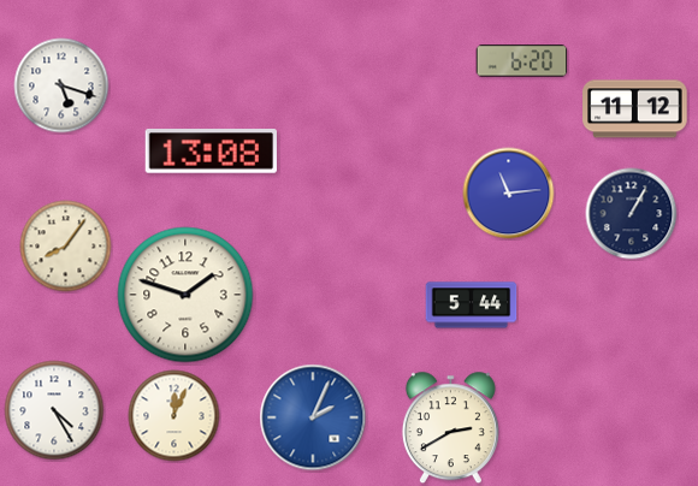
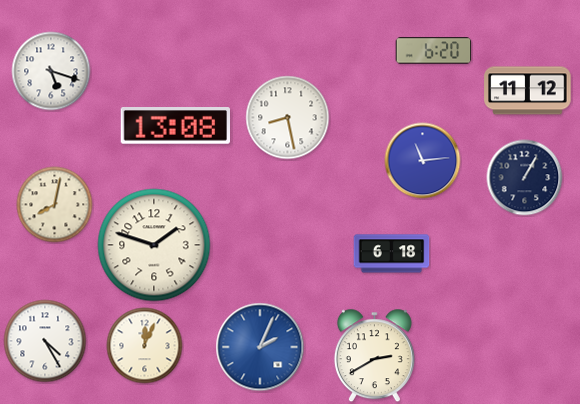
clock at (288, 118): none -> 8:28
clock at (66, 247): 8:06 -> 8:02
clock at (472, 306): 5:44 -> 6:18
